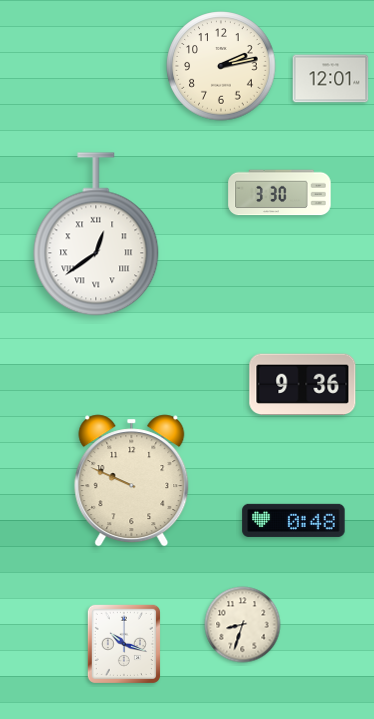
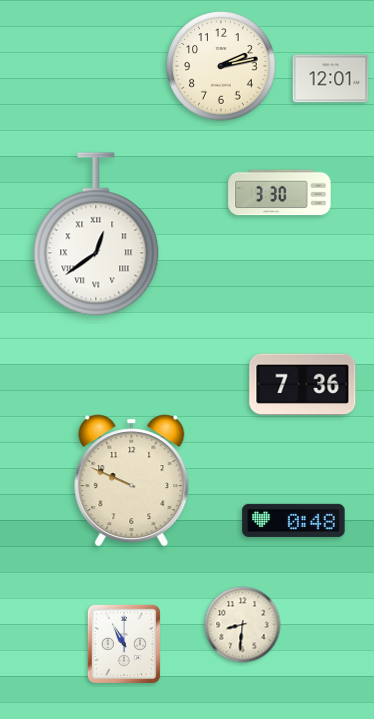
clock at (303, 385): 9:36 -> 7:36
clock at (243, 625): 8:33 -> 8:31
clock at (124, 644): 10:18 -> 10:55
